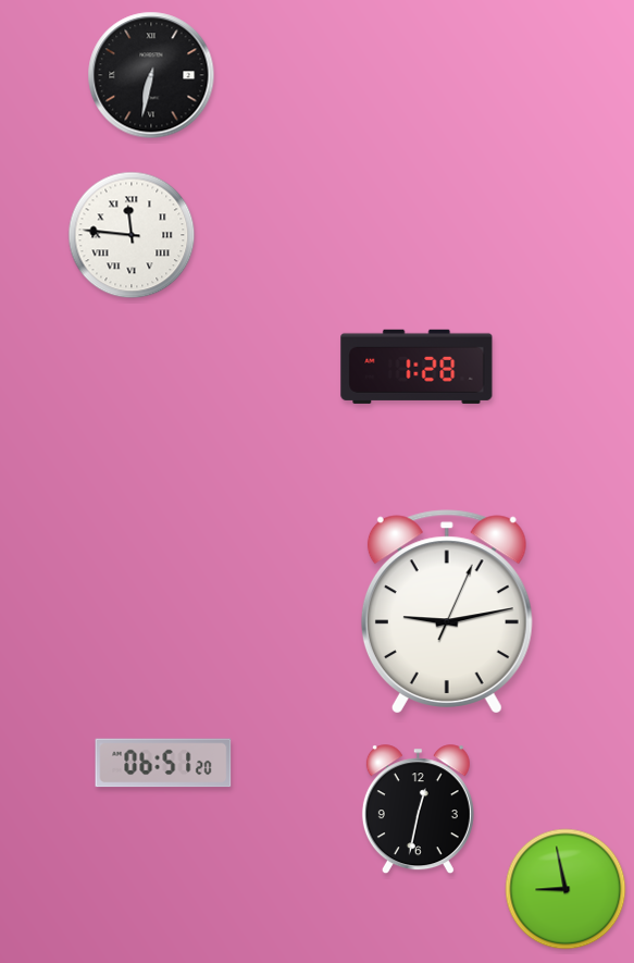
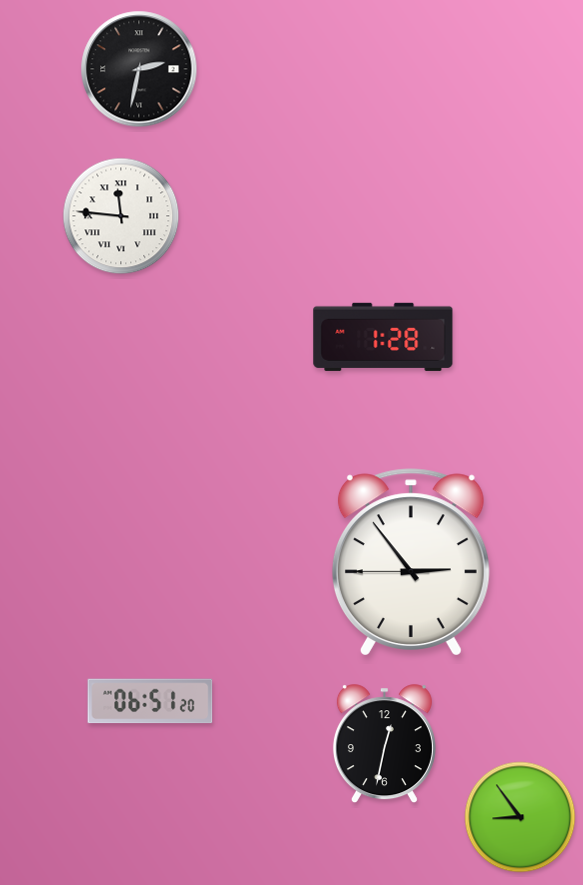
clock at (151, 75): 6:32 -> 2:32
clock at (447, 612): 9:13 -> 2:53
clock at (565, 889): 8:58 -> 8:54
